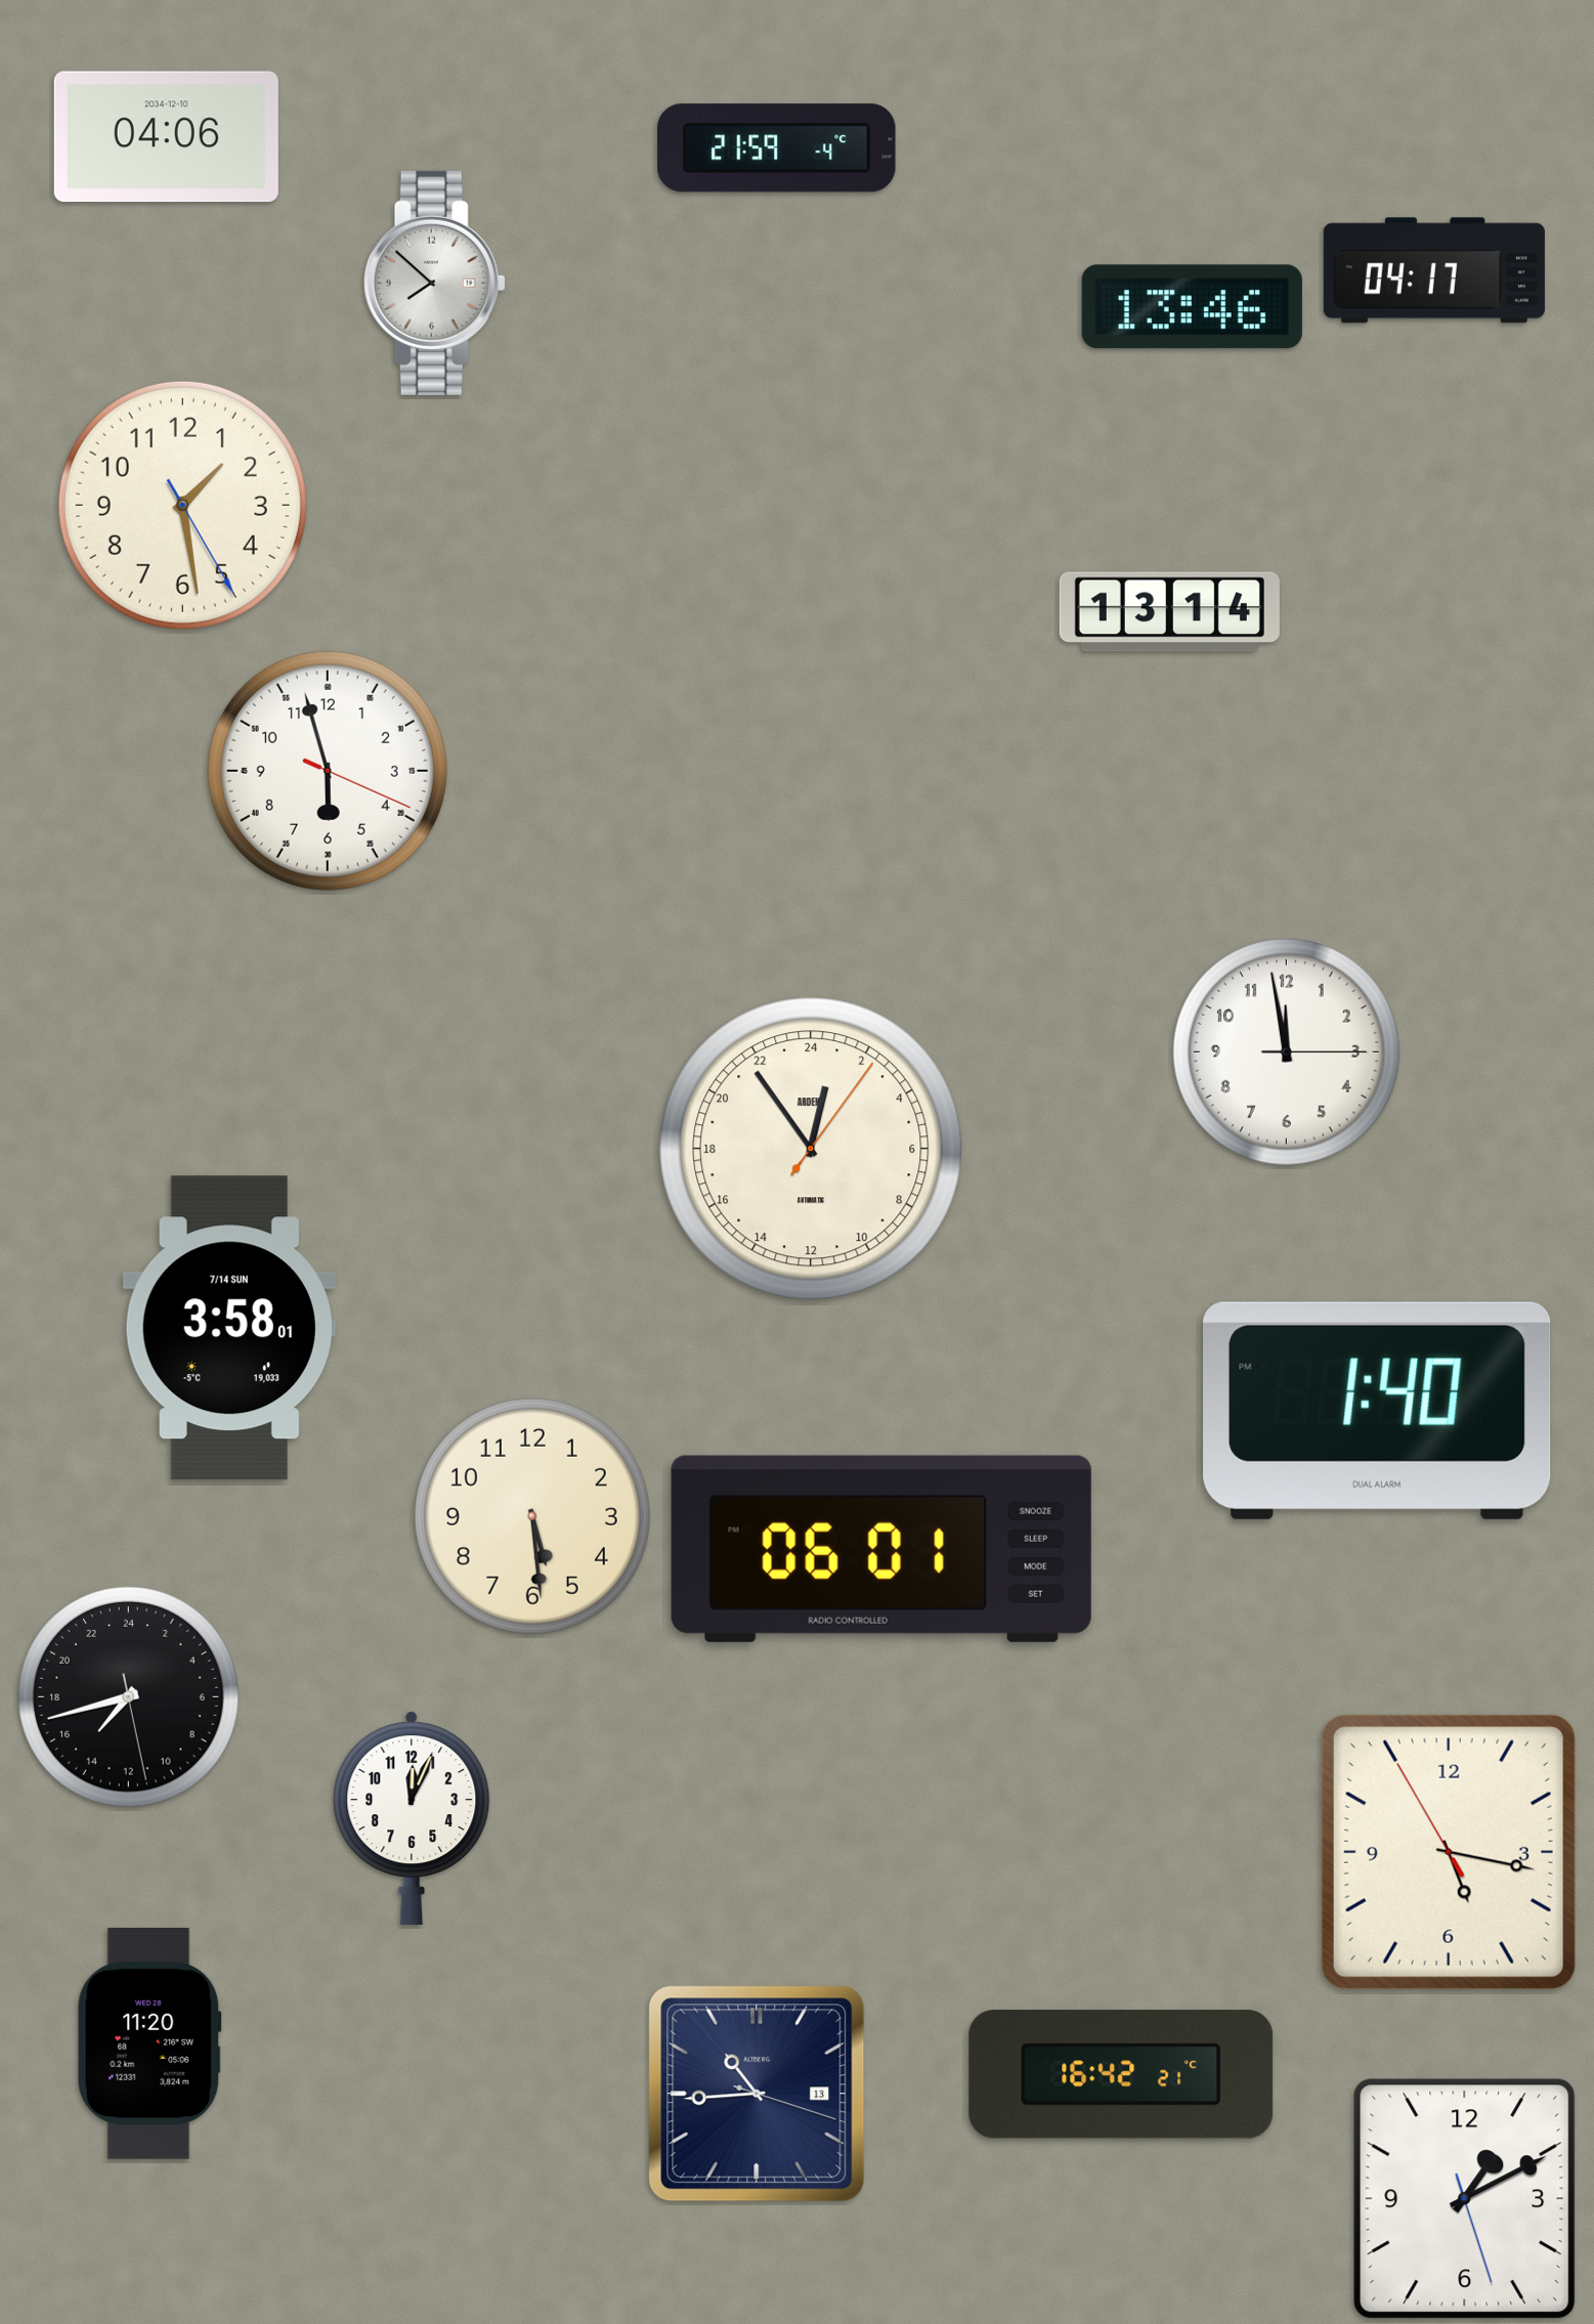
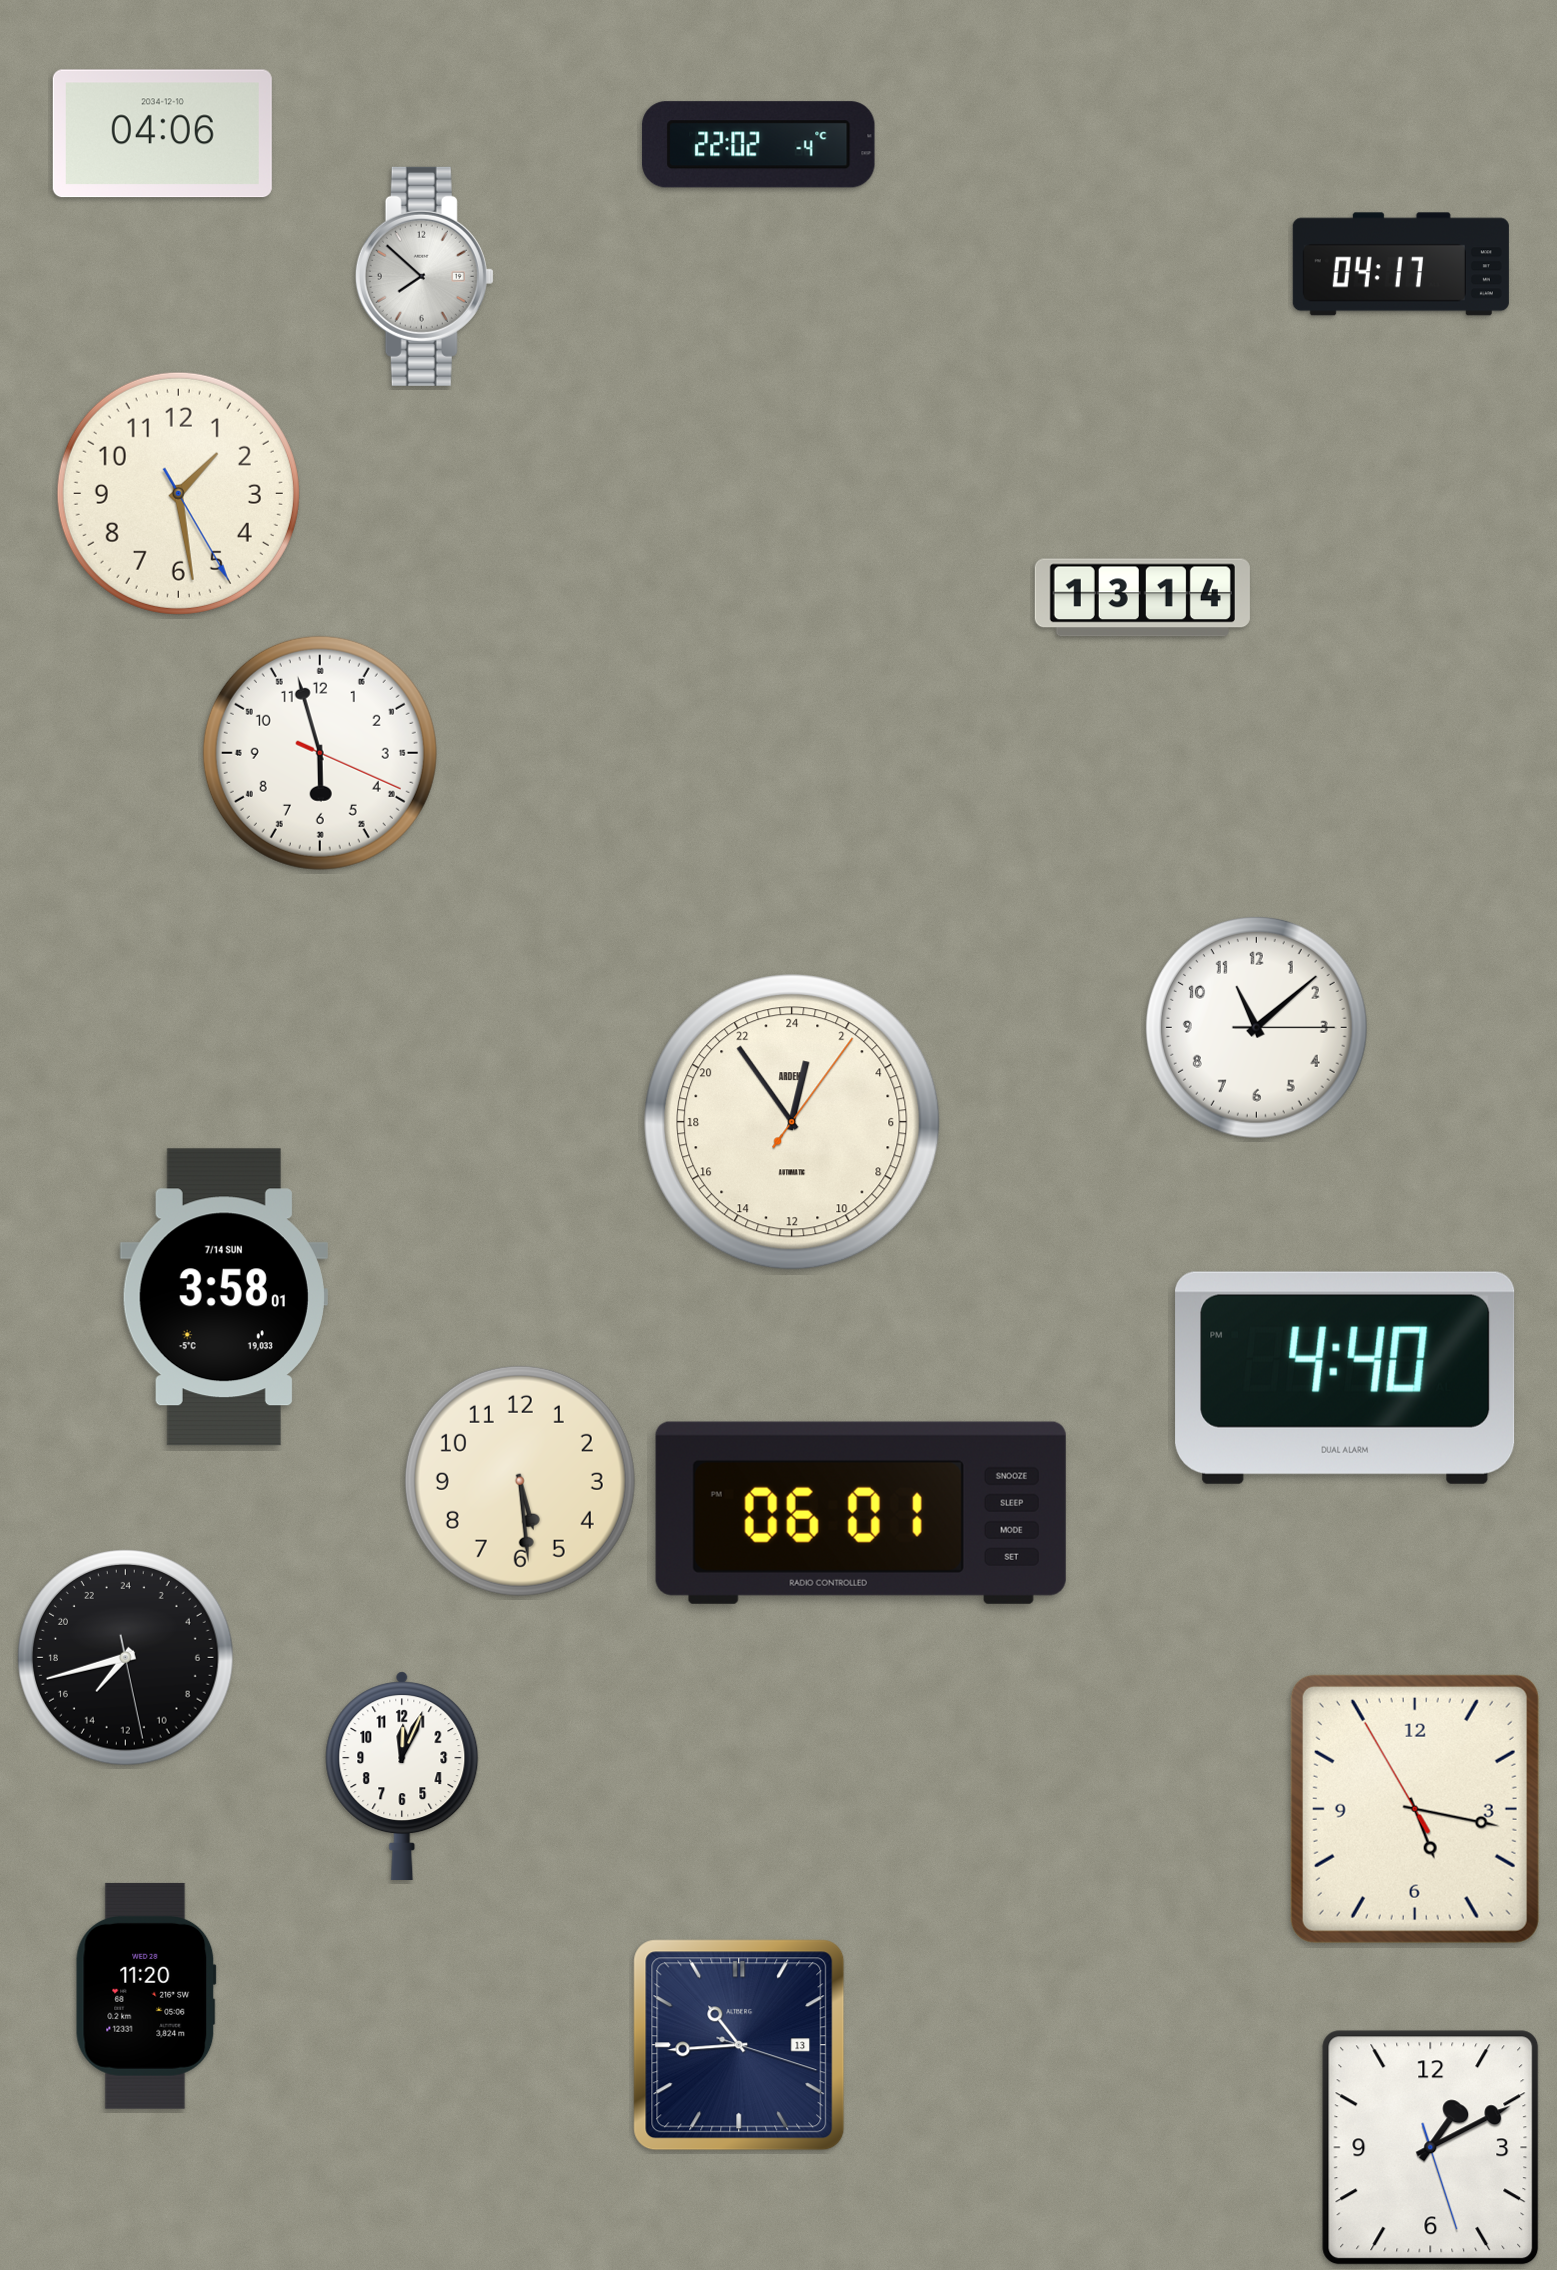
clock at (777, 148): 21:59 -> 22:02
clock at (1192, 307): 13:46 -> none
clock at (1286, 1051): 11:58 -> 11:08
clock at (1377, 1411): 1:40 -> 4:40
clock at (1121, 2074): 16:42 -> none
